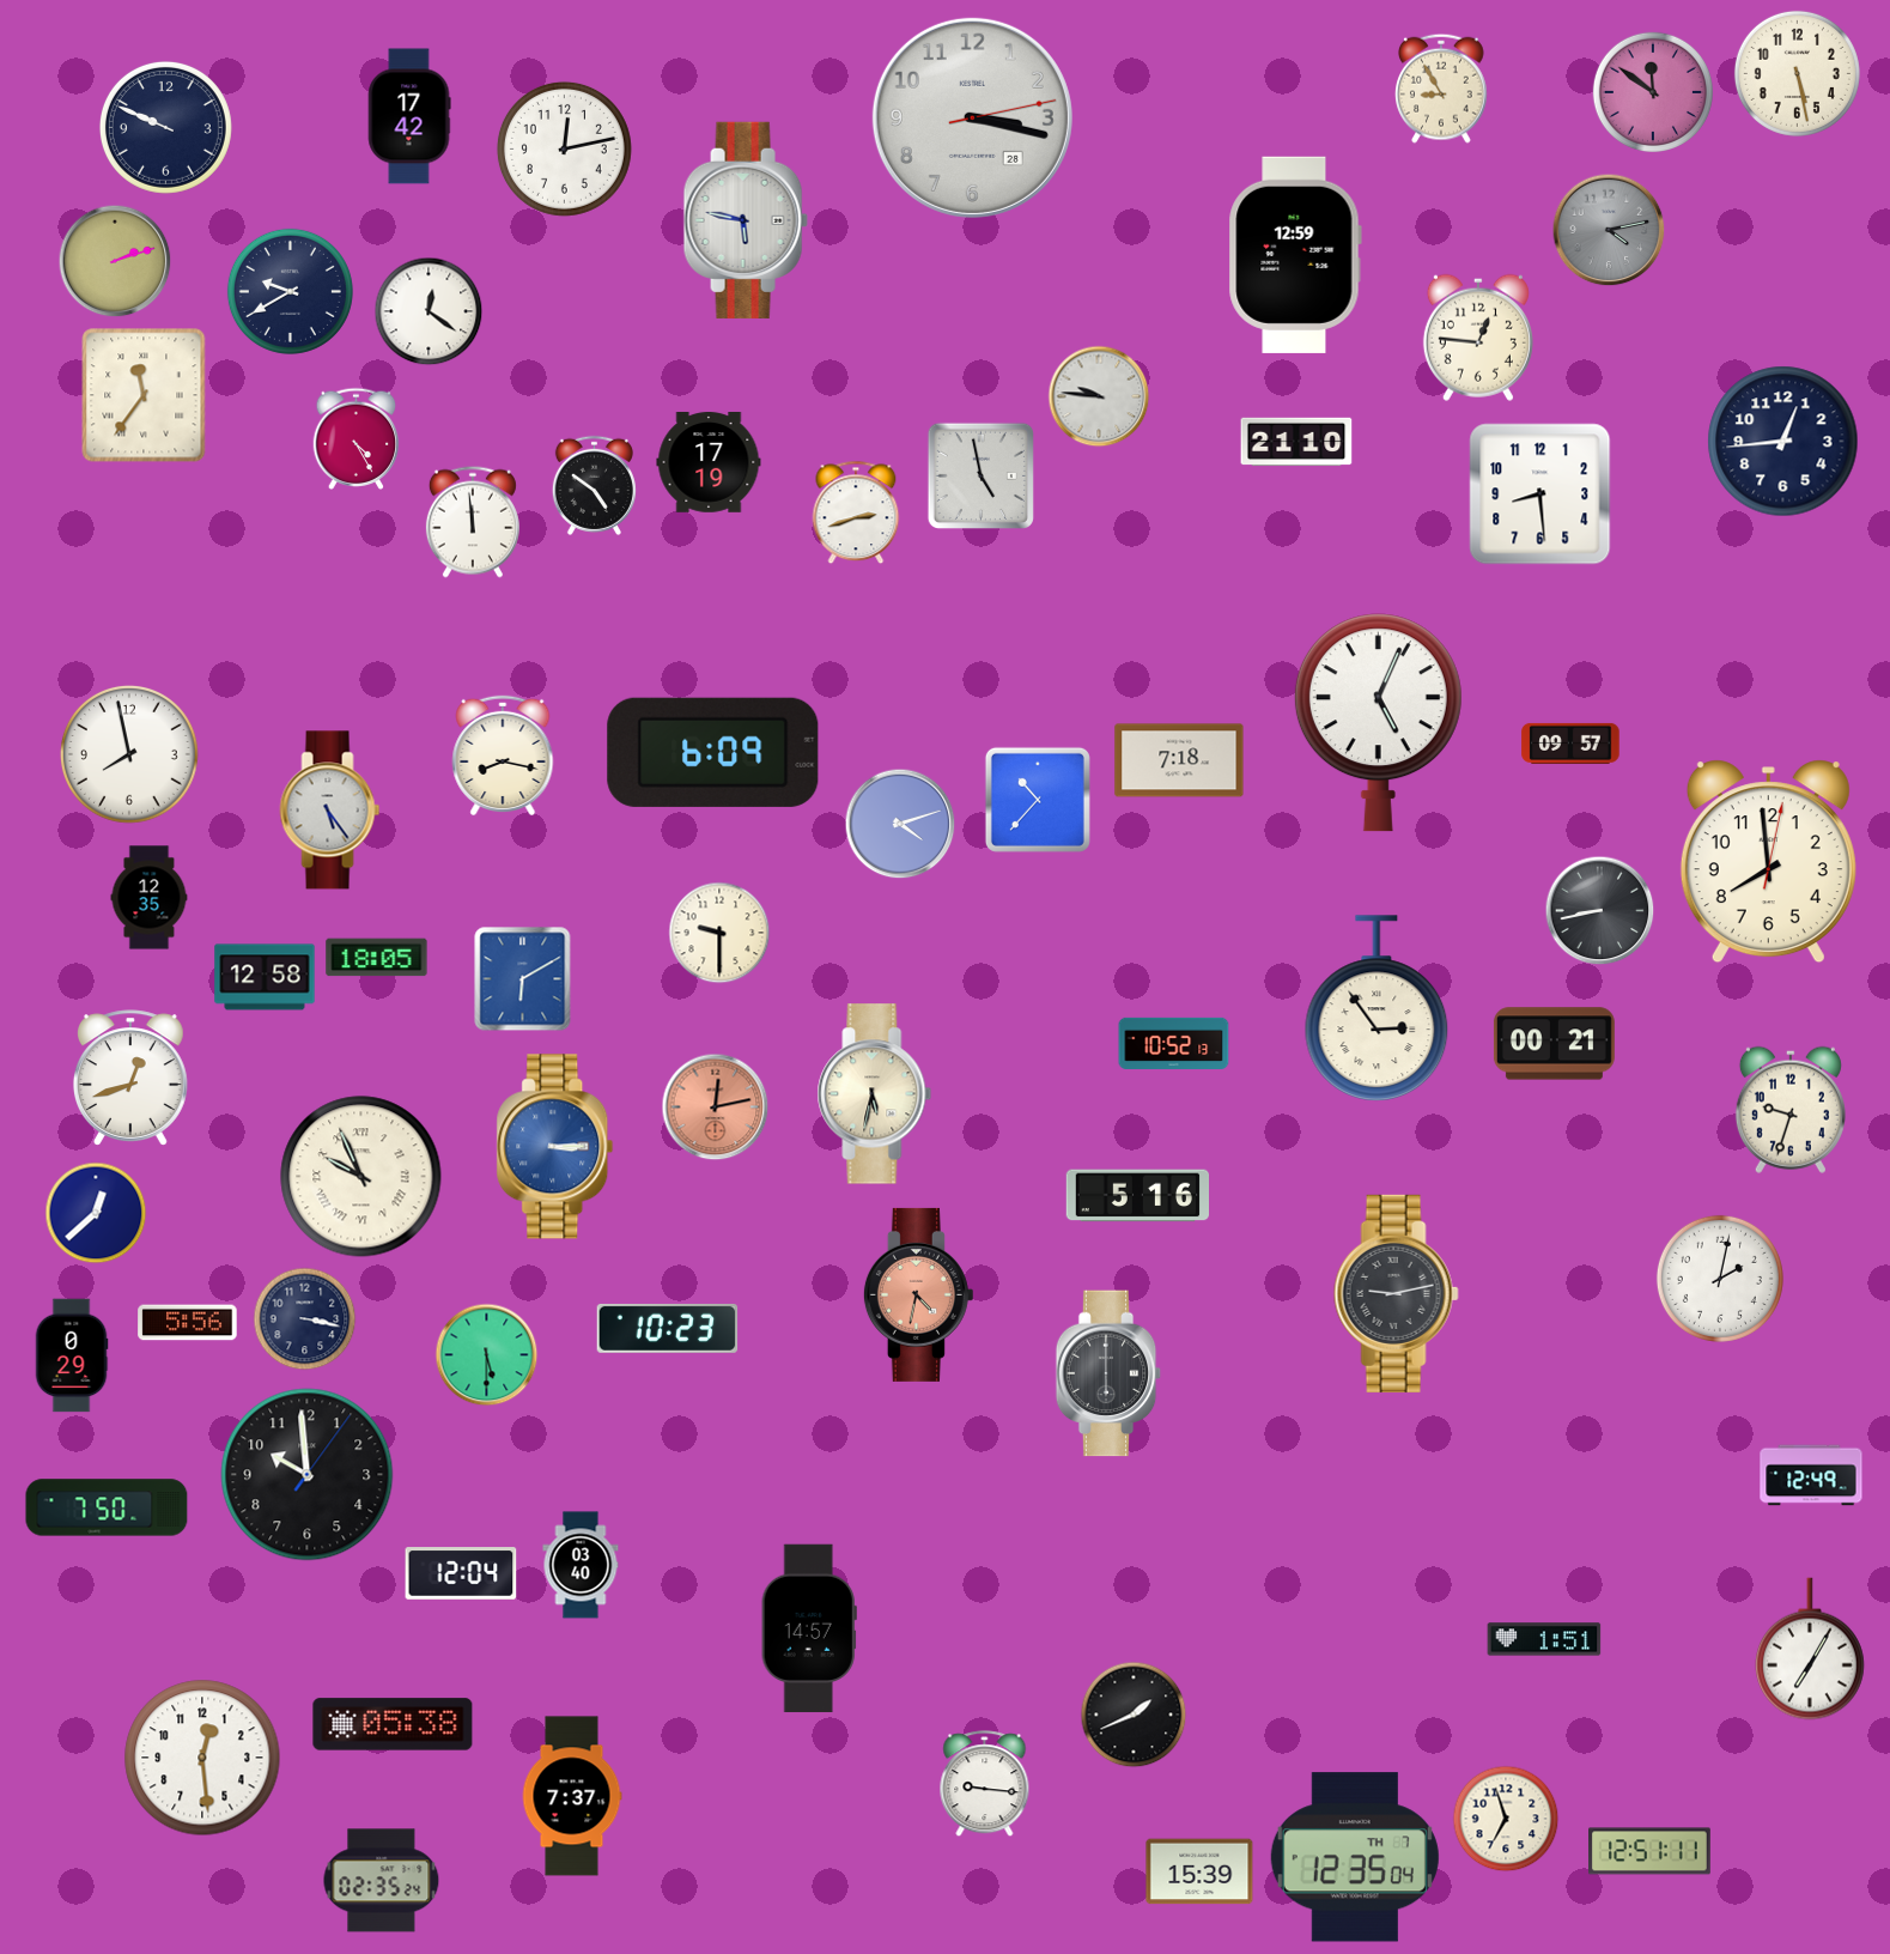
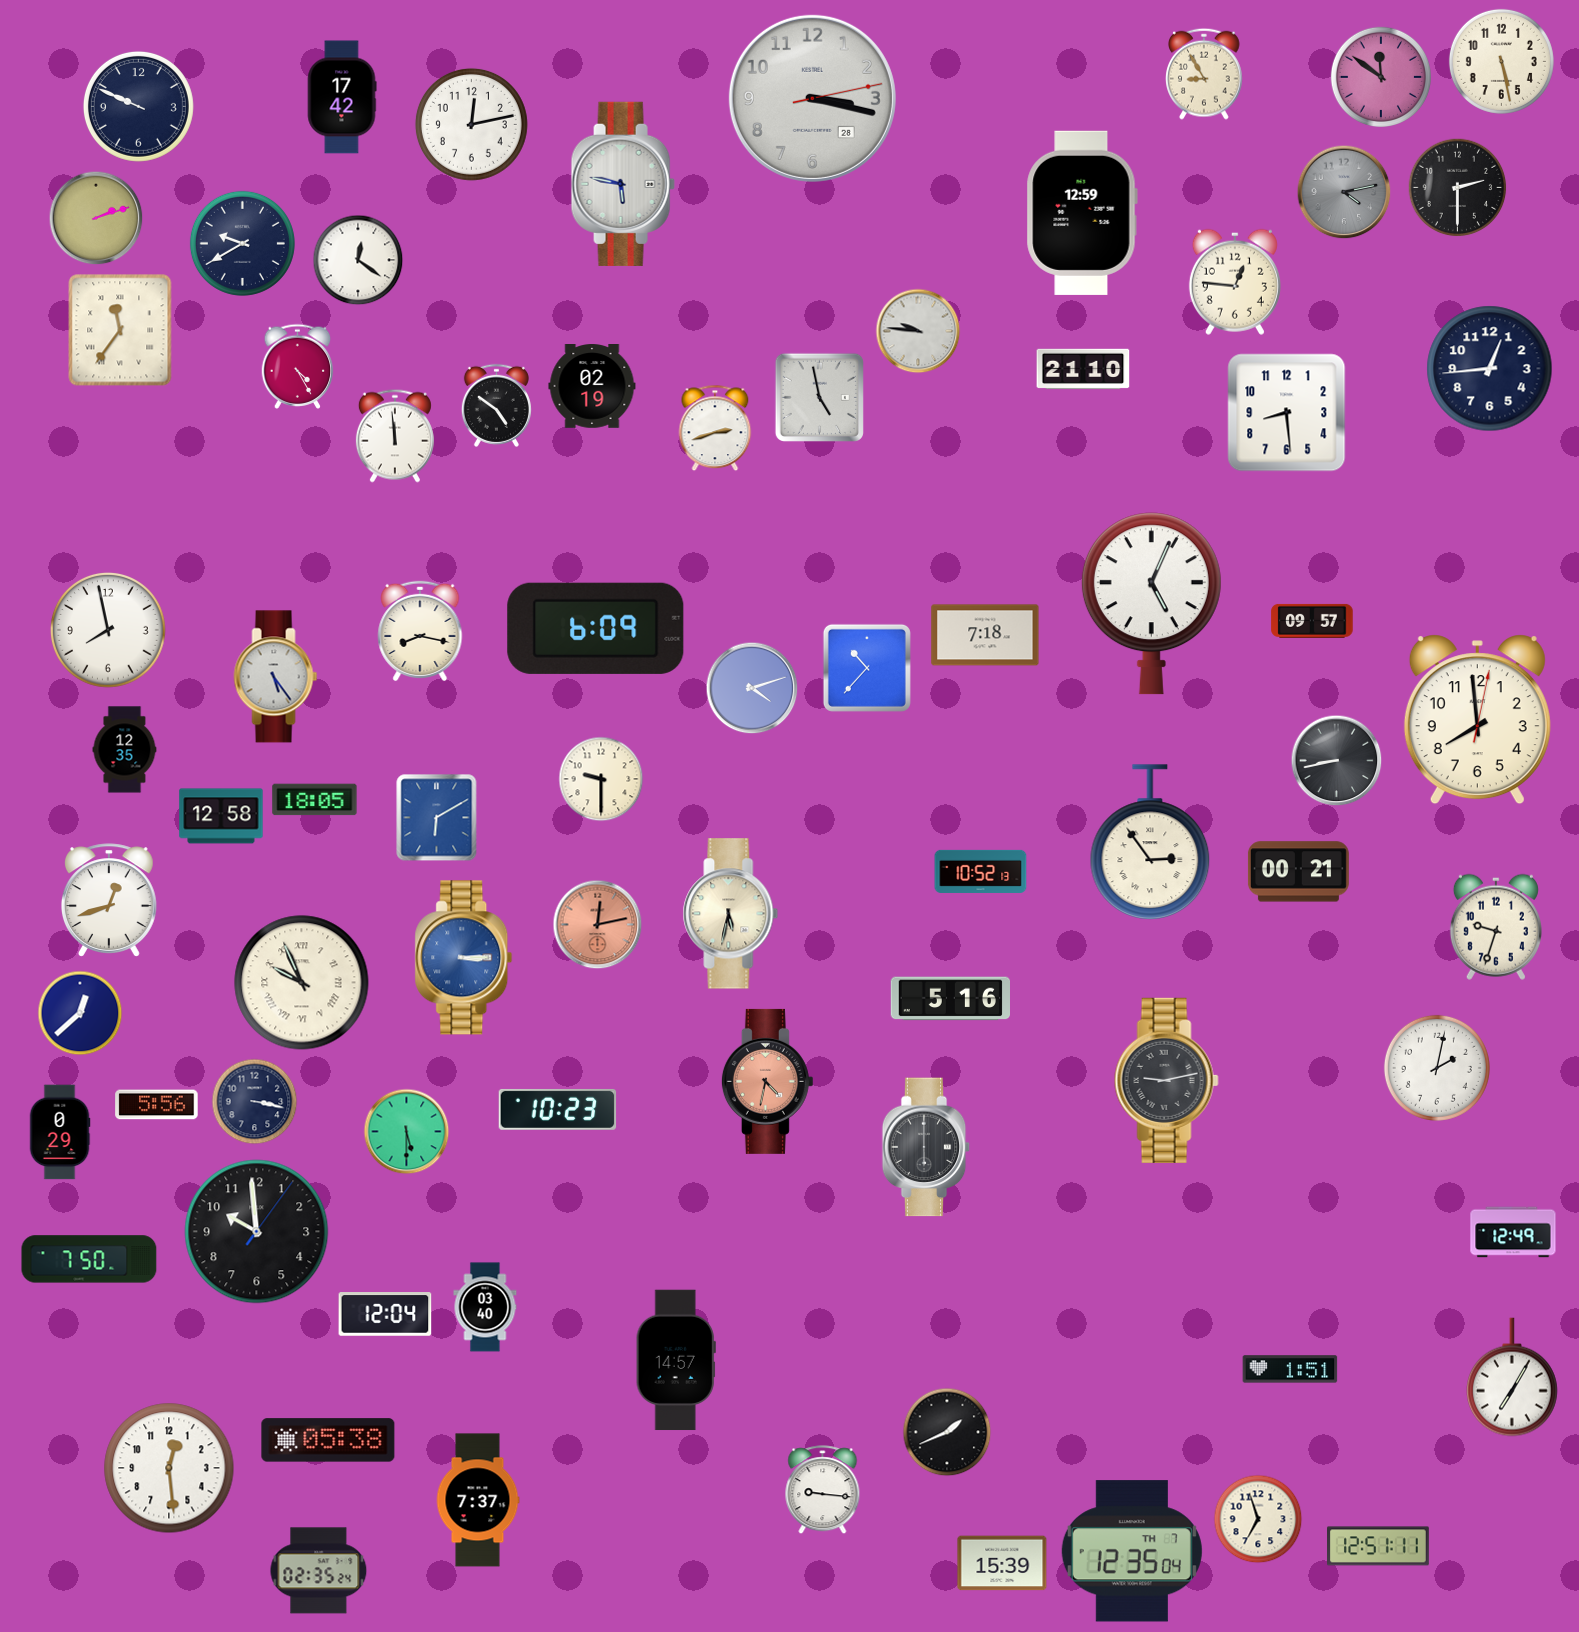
clock at (1458, 188): none -> 2:30
clock at (709, 462): 17:19 -> 02:19
